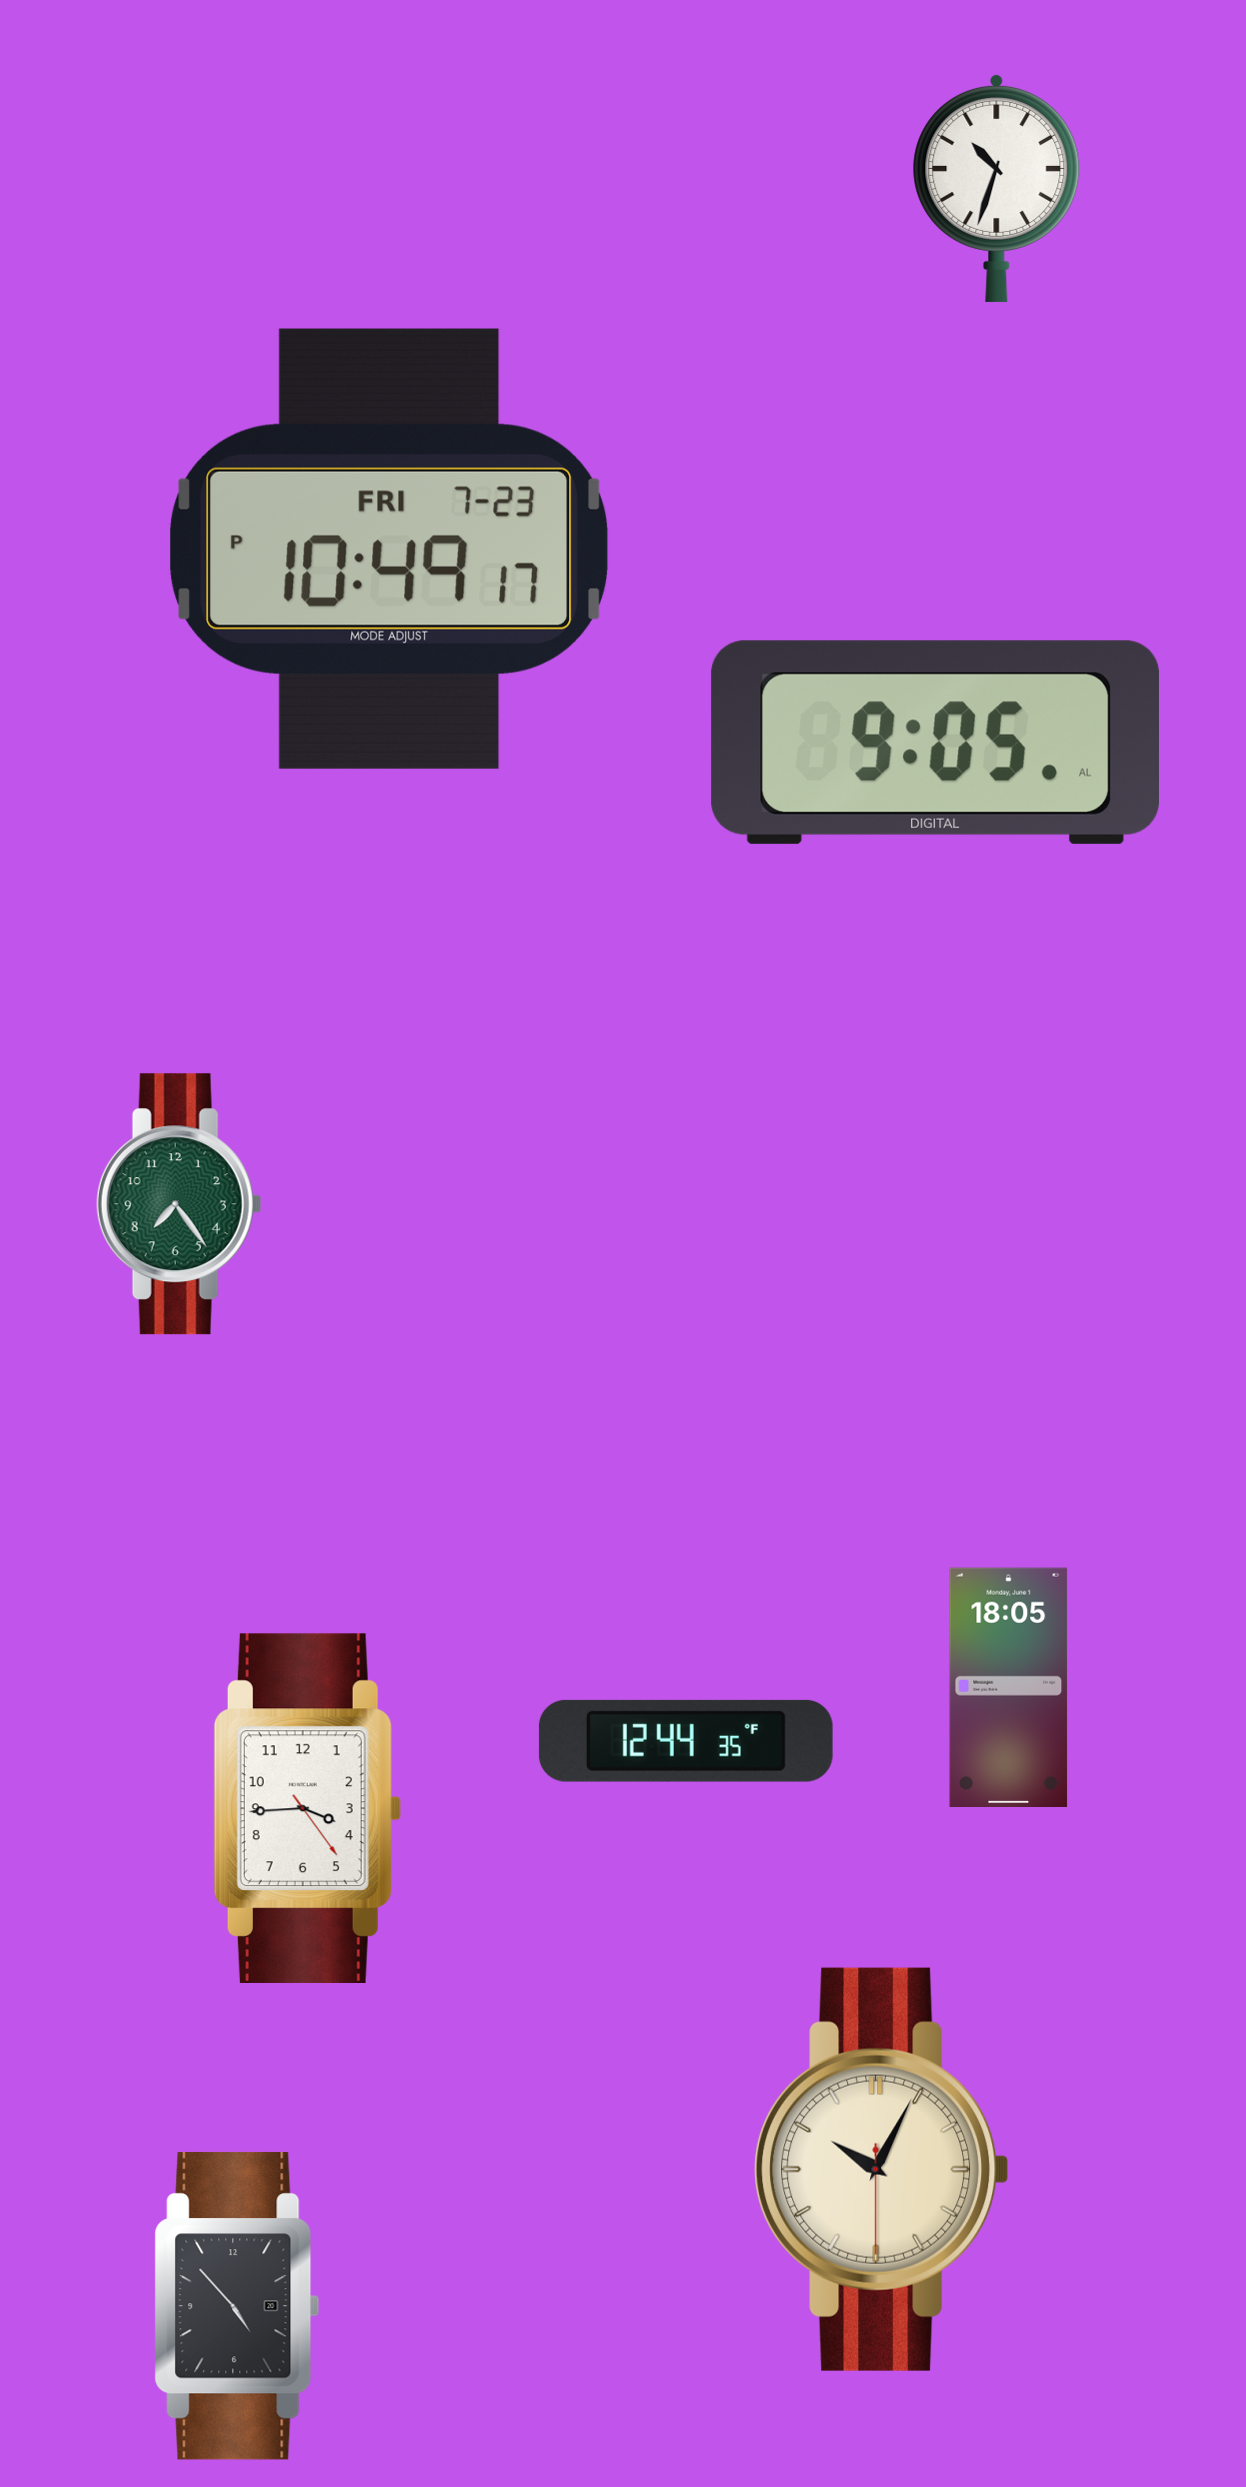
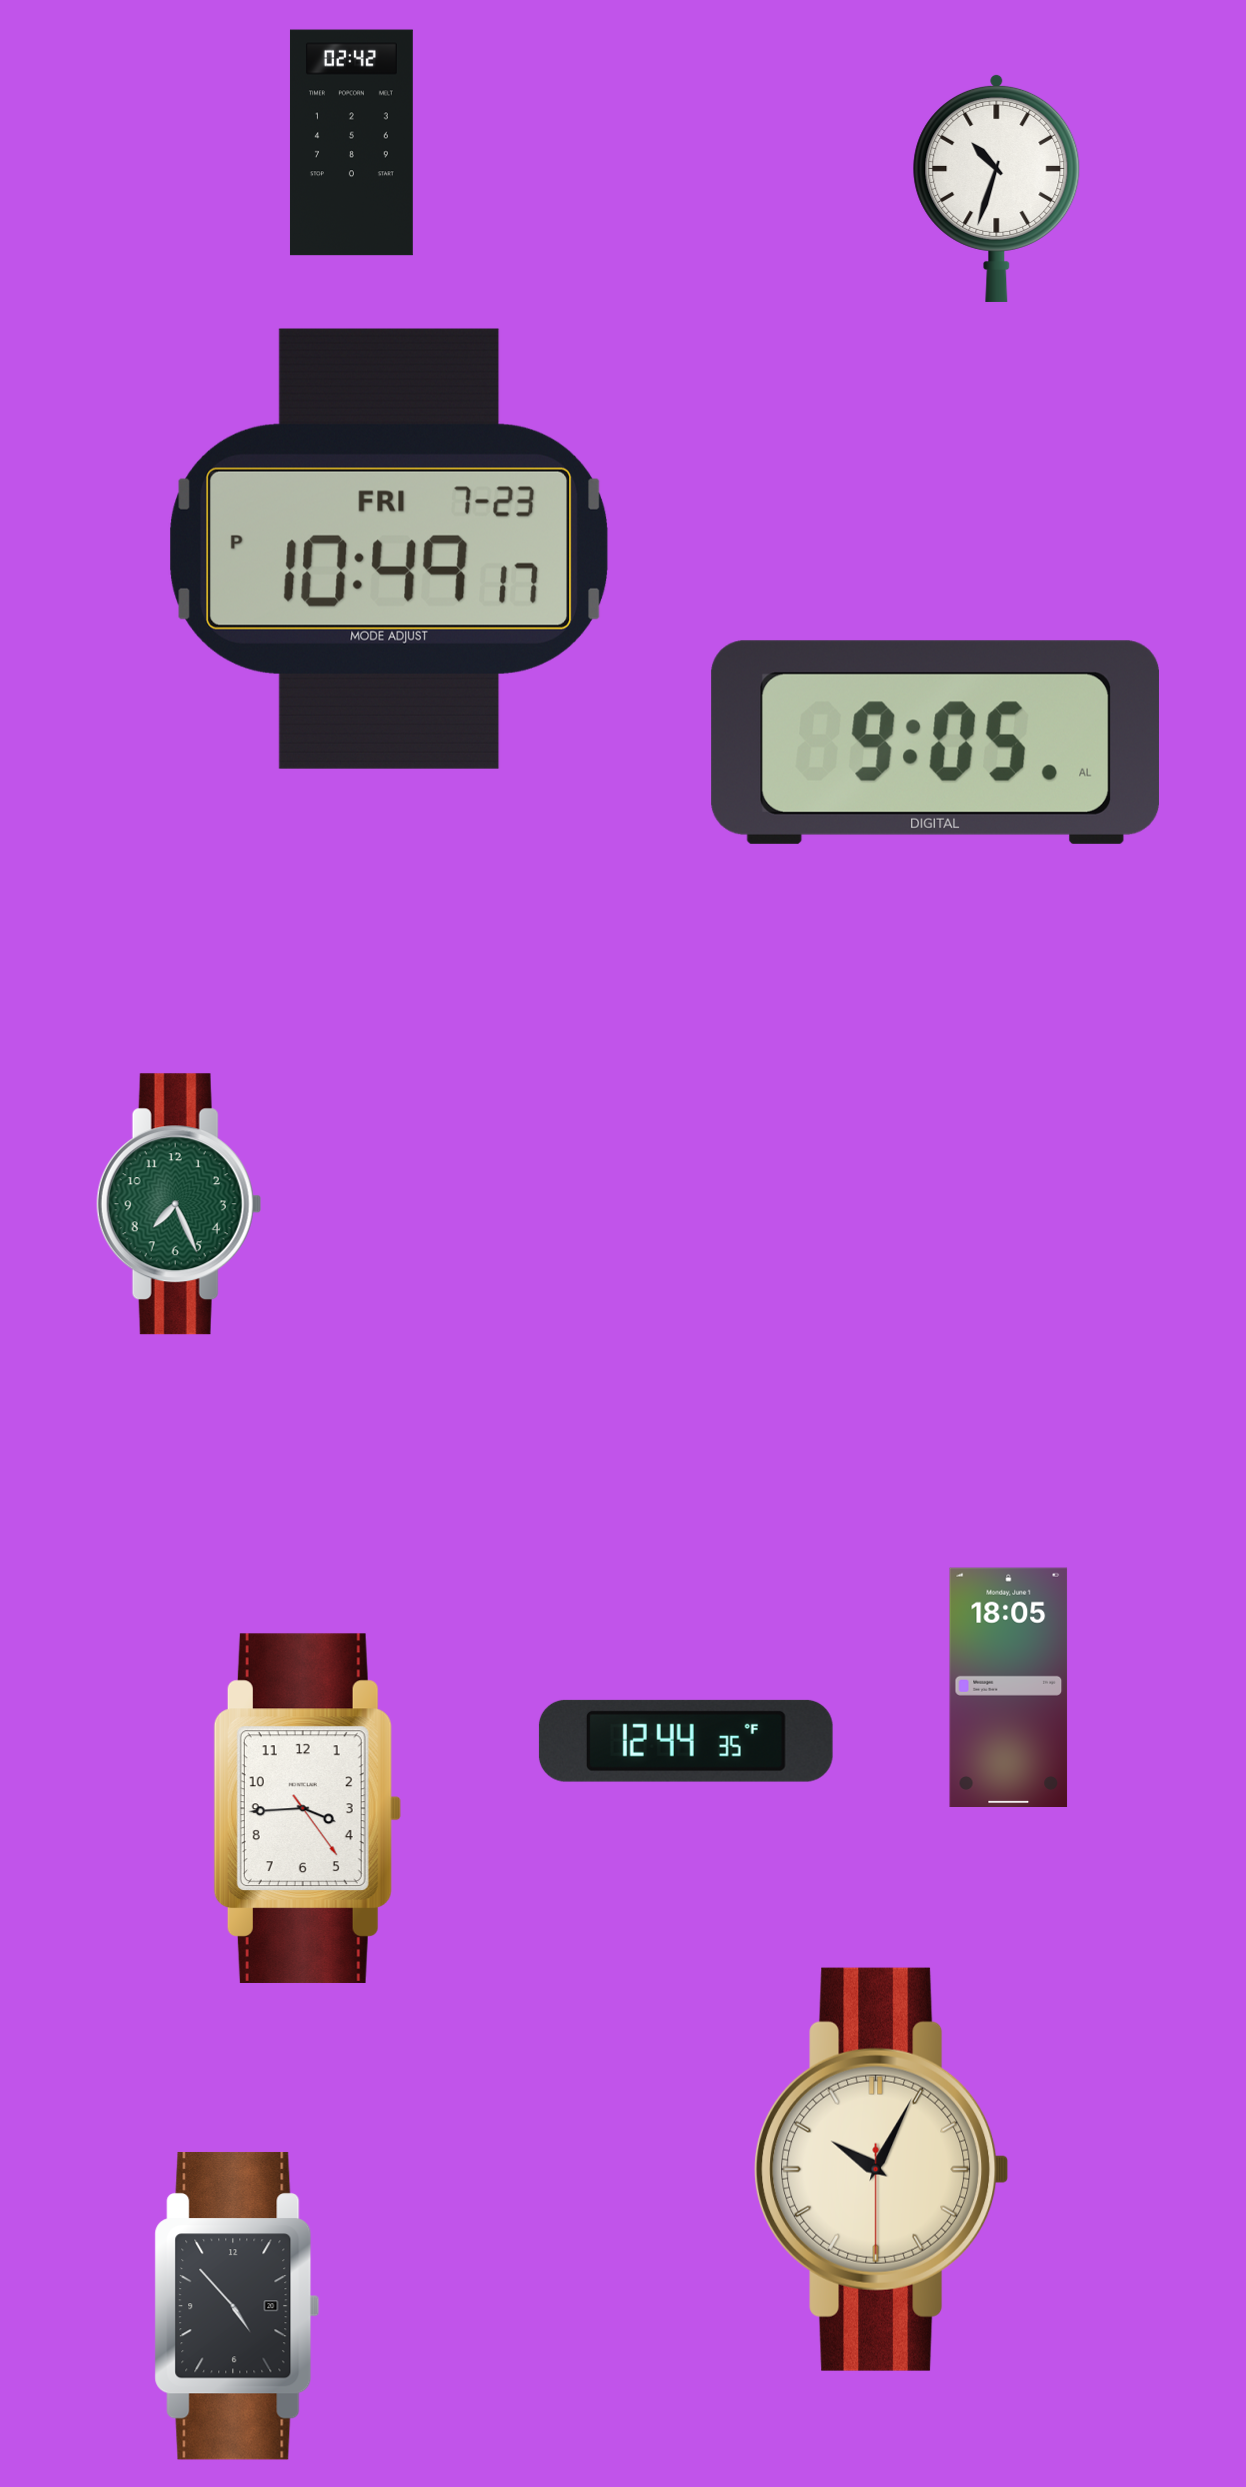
clock at (351, 143): none -> 02:42
clock at (179, 1204): 7:24 -> 7:26
